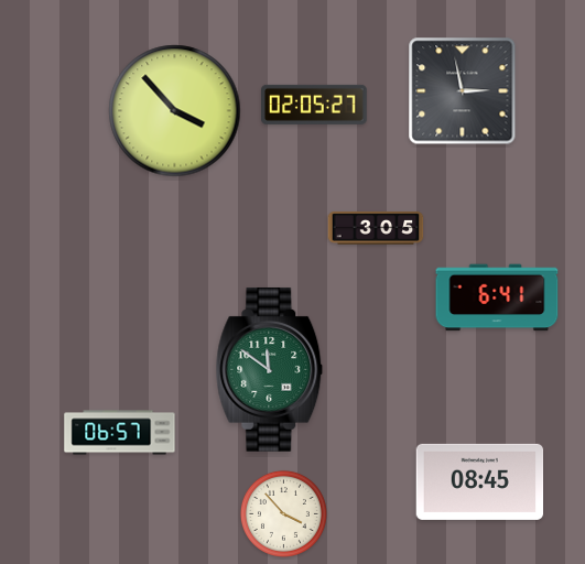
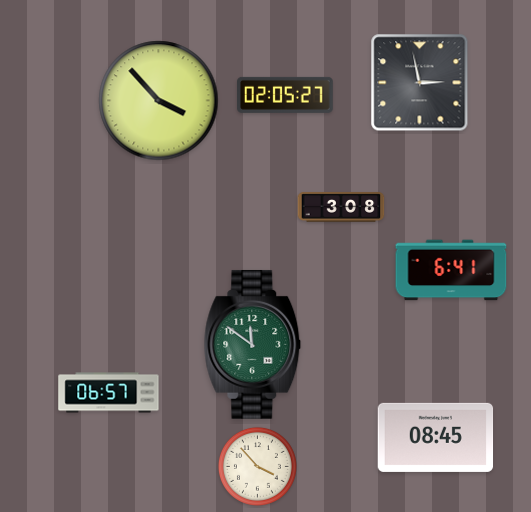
clock at (376, 228): 3:05 -> 3:08
clock at (270, 369) position: (270, 369) -> (253, 344)
